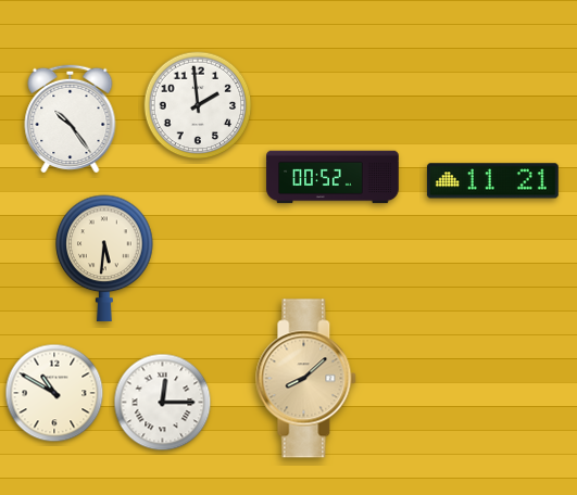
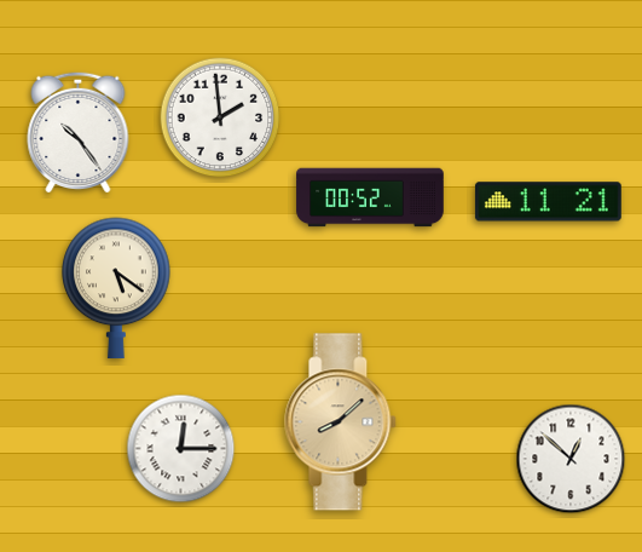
clock at (104, 258): 5:31 -> 5:21
clock at (54, 393): 10:50 -> none
clock at (571, 459): none -> 12:52
